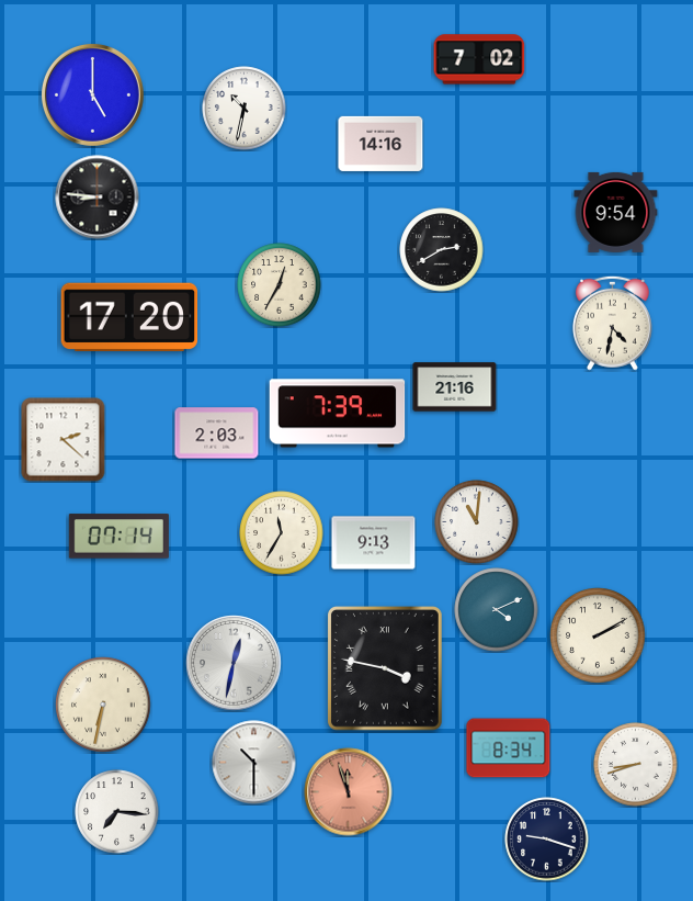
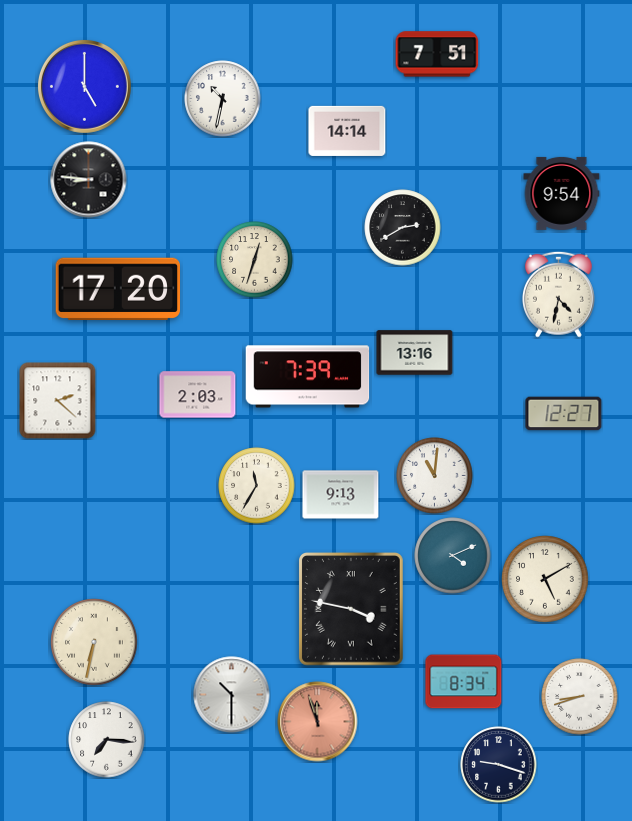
clock at (479, 59): 7:02 -> 7:51
clock at (380, 144): 14:16 -> 14:14
clock at (280, 285): 12:35 -> 12:33
clock at (455, 387): 21:16 -> 13:16
clock at (564, 414): none -> 12:27
clock at (118, 537): 07:14 -> none
clock at (598, 635): 2:10 -> 5:10
clock at (234, 663): 12:32 -> none
